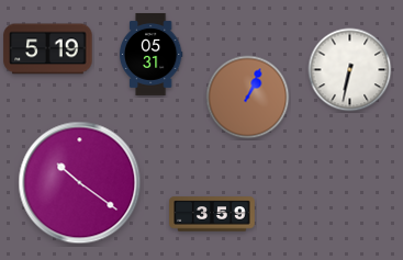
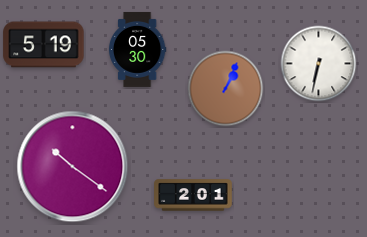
clock at (150, 54): 05:31 -> 05:30
clock at (212, 214): 3:59 -> 2:01
